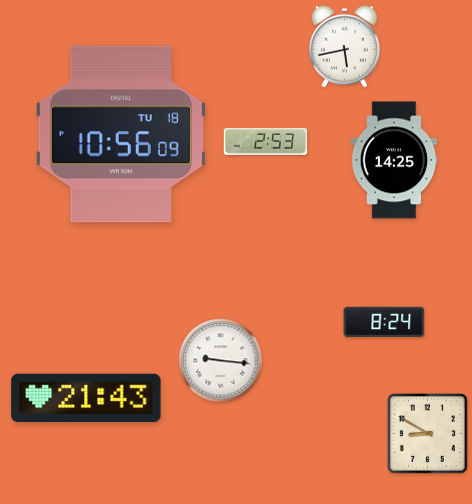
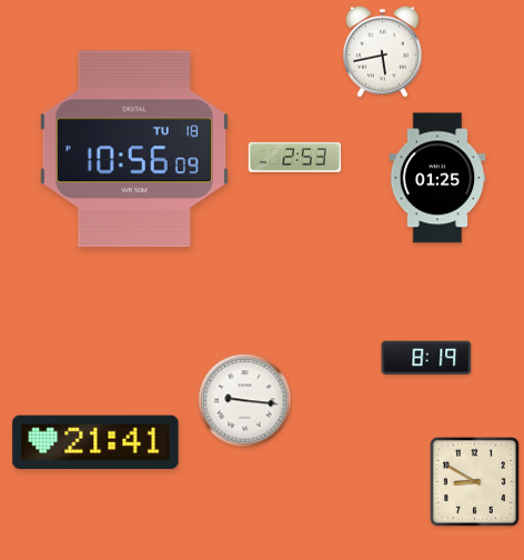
clock at (394, 160): 14:25 -> 01:25
clock at (384, 322): 8:24 -> 8:19
clock at (86, 398): 21:43 -> 21:41
